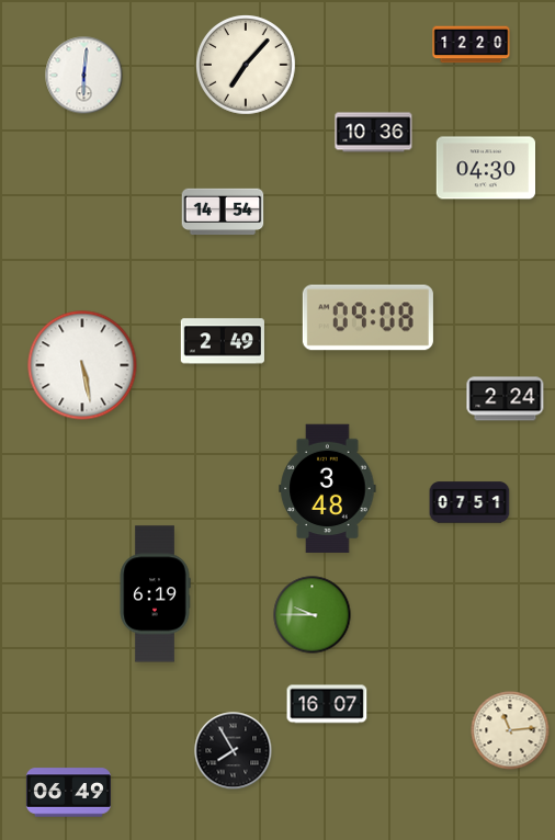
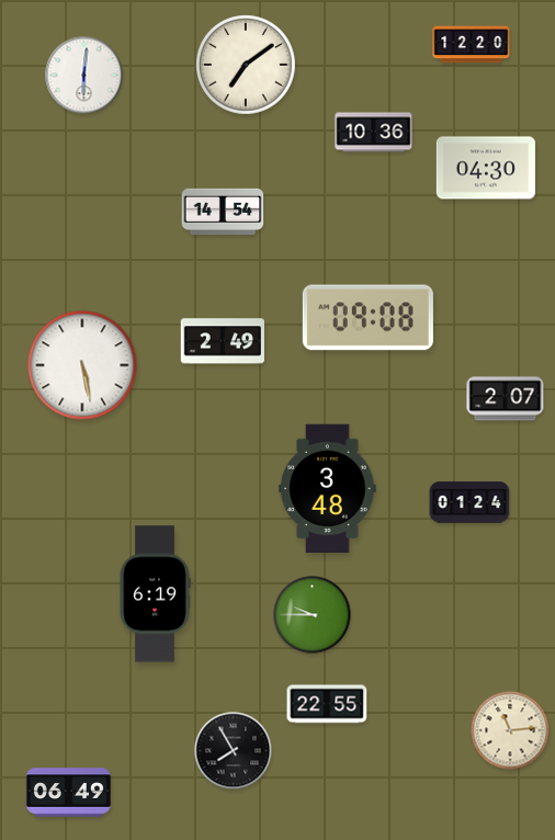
clock at (247, 66): 7:07 -> 7:09
clock at (506, 399): 2:24 -> 2:07
clock at (469, 502): 07:51 -> 01:24
clock at (327, 704): 16:07 -> 22:55
